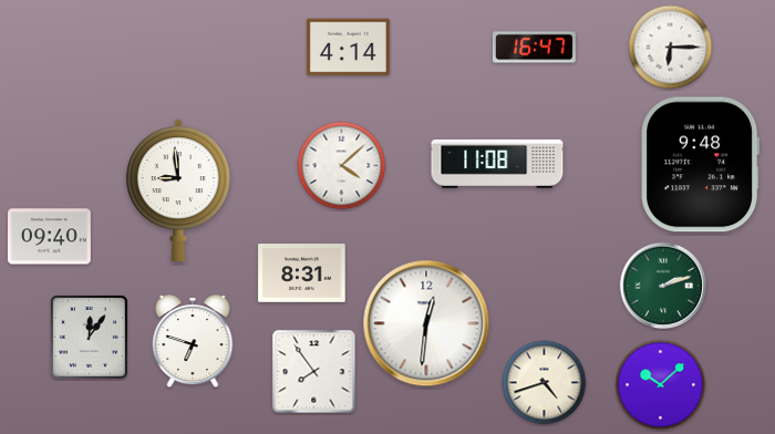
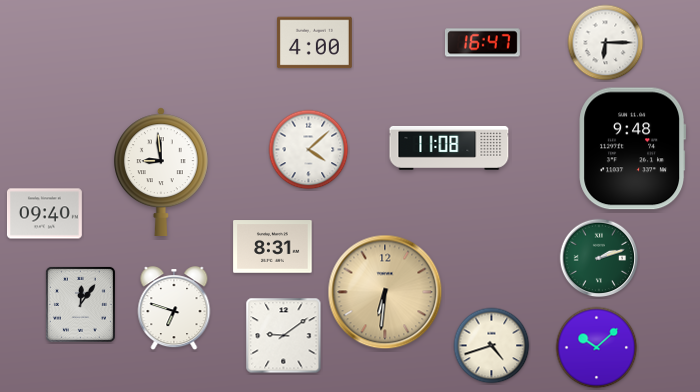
clock at (348, 48): 4:14 -> 4:00
clock at (426, 323): 12:31 -> 6:31
clock at (426, 323) dial: white -> champagne
clock at (314, 372): 7:54 -> 9:09
